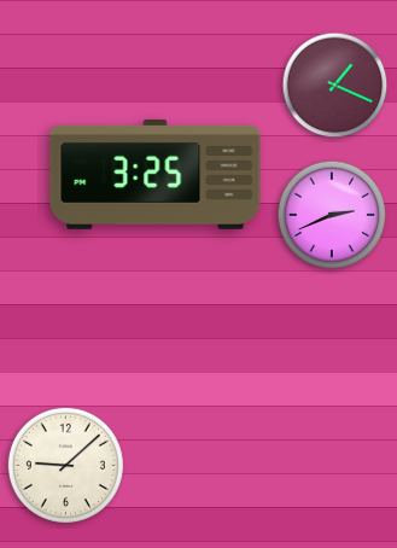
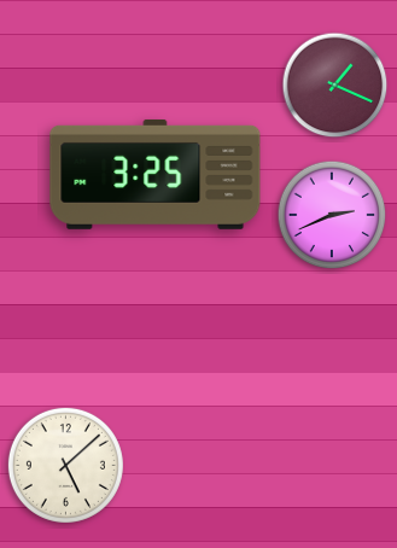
clock at (65, 465): 9:08 -> 5:08
